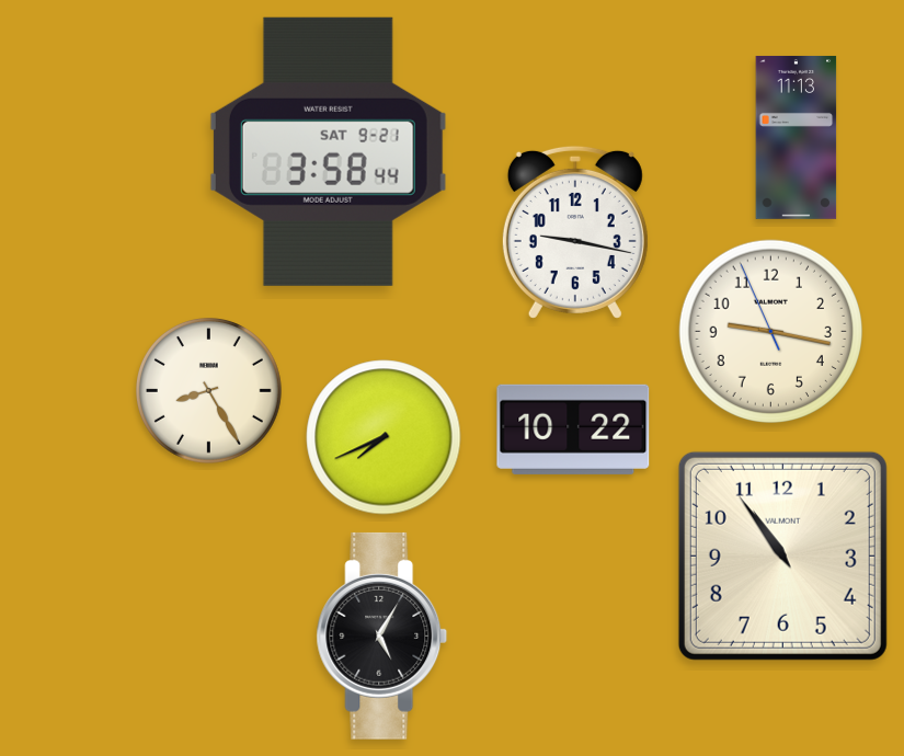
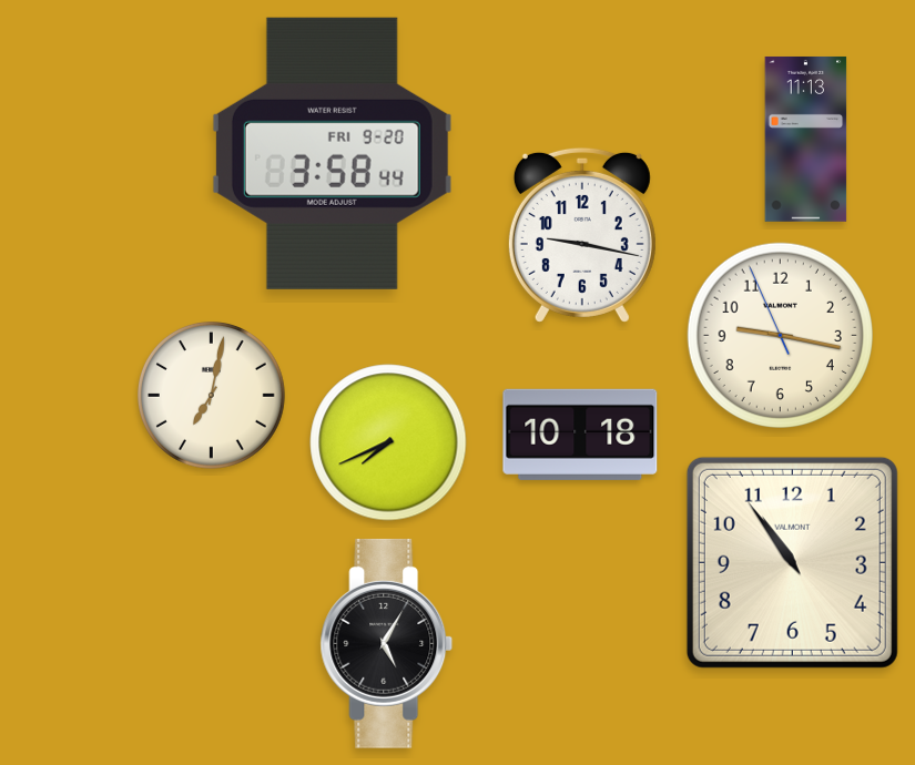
clock at (328, 151) date: SAT 9-21 -> FRI 9-20
clock at (209, 391): 8:25 -> 7:02
clock at (573, 429): 10:22 -> 10:18
